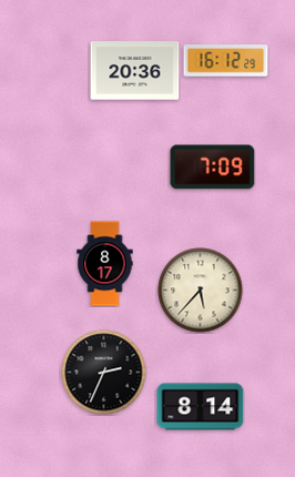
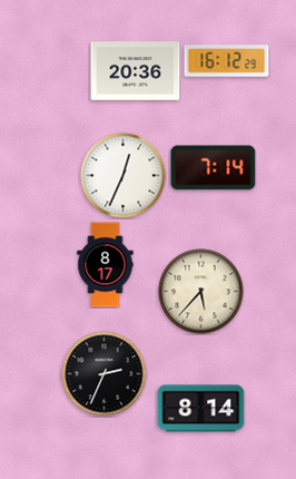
clock at (213, 168): 7:09 -> 7:14
clock at (124, 176): none -> 12:34
